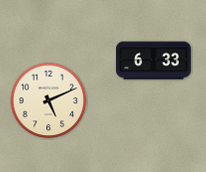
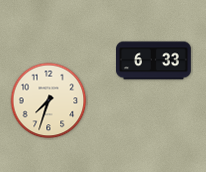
clock at (49, 101): 5:11 -> 7:33
